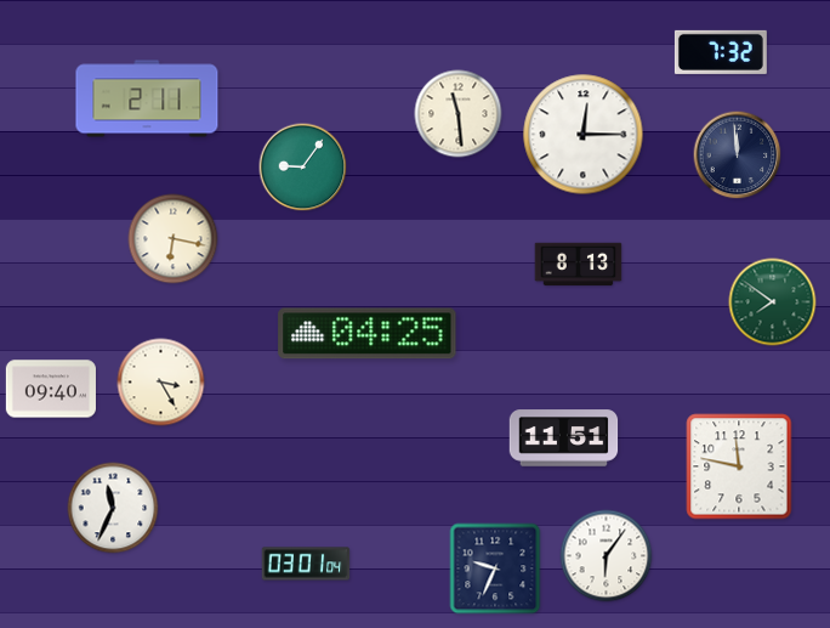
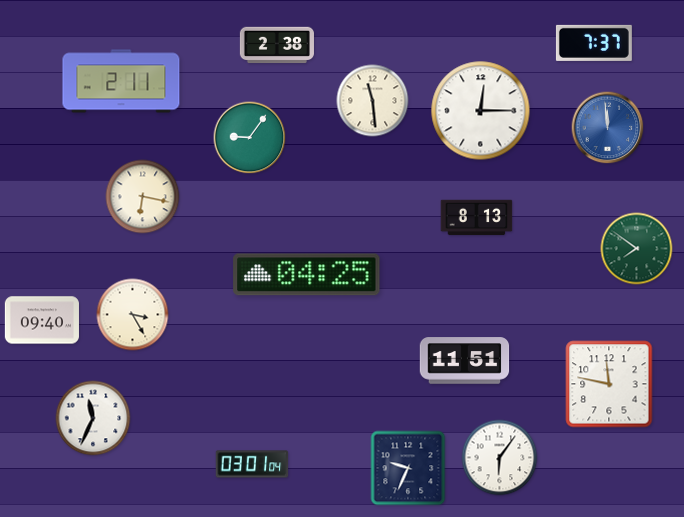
clock at (721, 52): 7:32 -> 7:37
clock at (277, 45): none -> 2:38
clock at (459, 114) position: (459, 114) -> (373, 101)
clock at (738, 155) dial: navy -> blue
clock at (368, 334) position: (368, 334) -> (307, 275)
